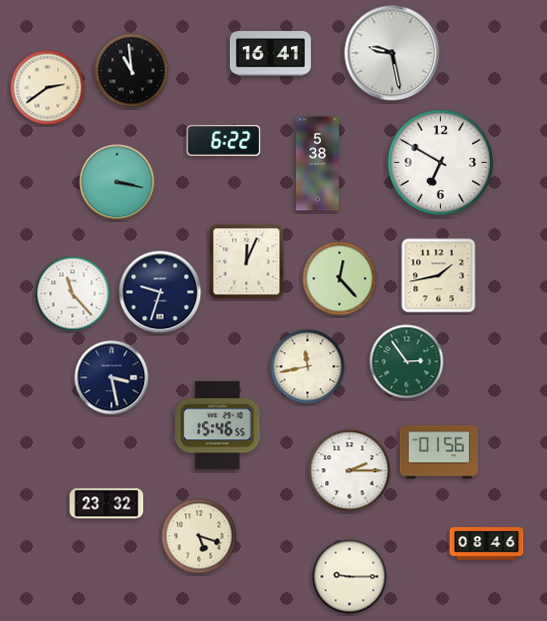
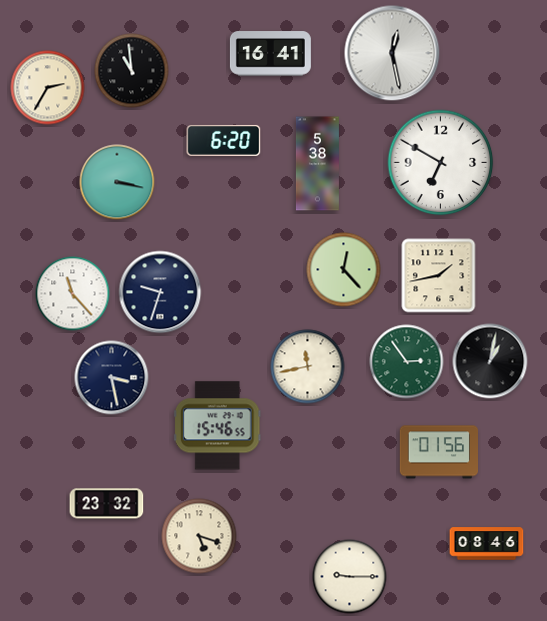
clock at (392, 53): 9:28 -> 12:28
clock at (48, 88): 2:39 -> 2:35
clock at (224, 140): 6:22 -> 6:20
clock at (247, 262): 12:04 -> none
clock at (340, 279) position: (340, 279) -> (344, 270)
clock at (490, 361): none -> 1:02
clock at (350, 471): 2:15 -> none
